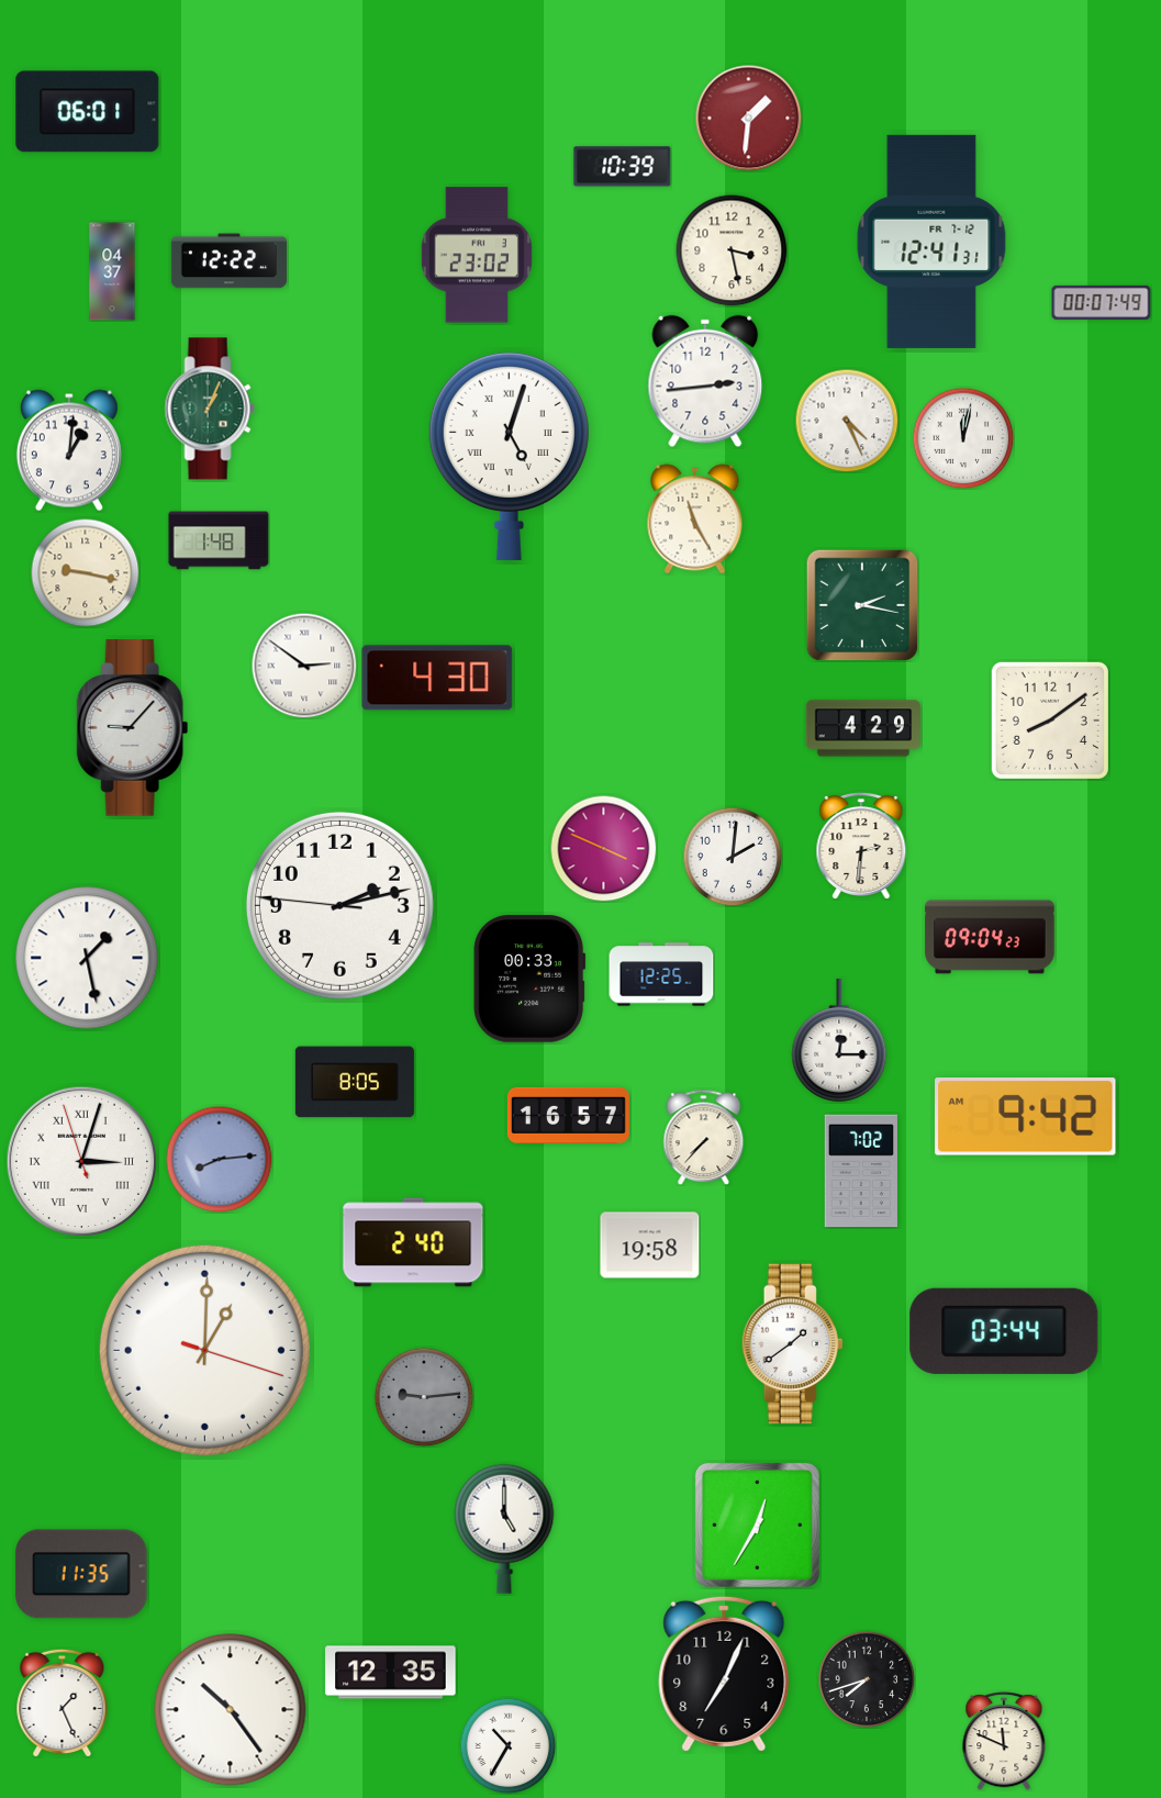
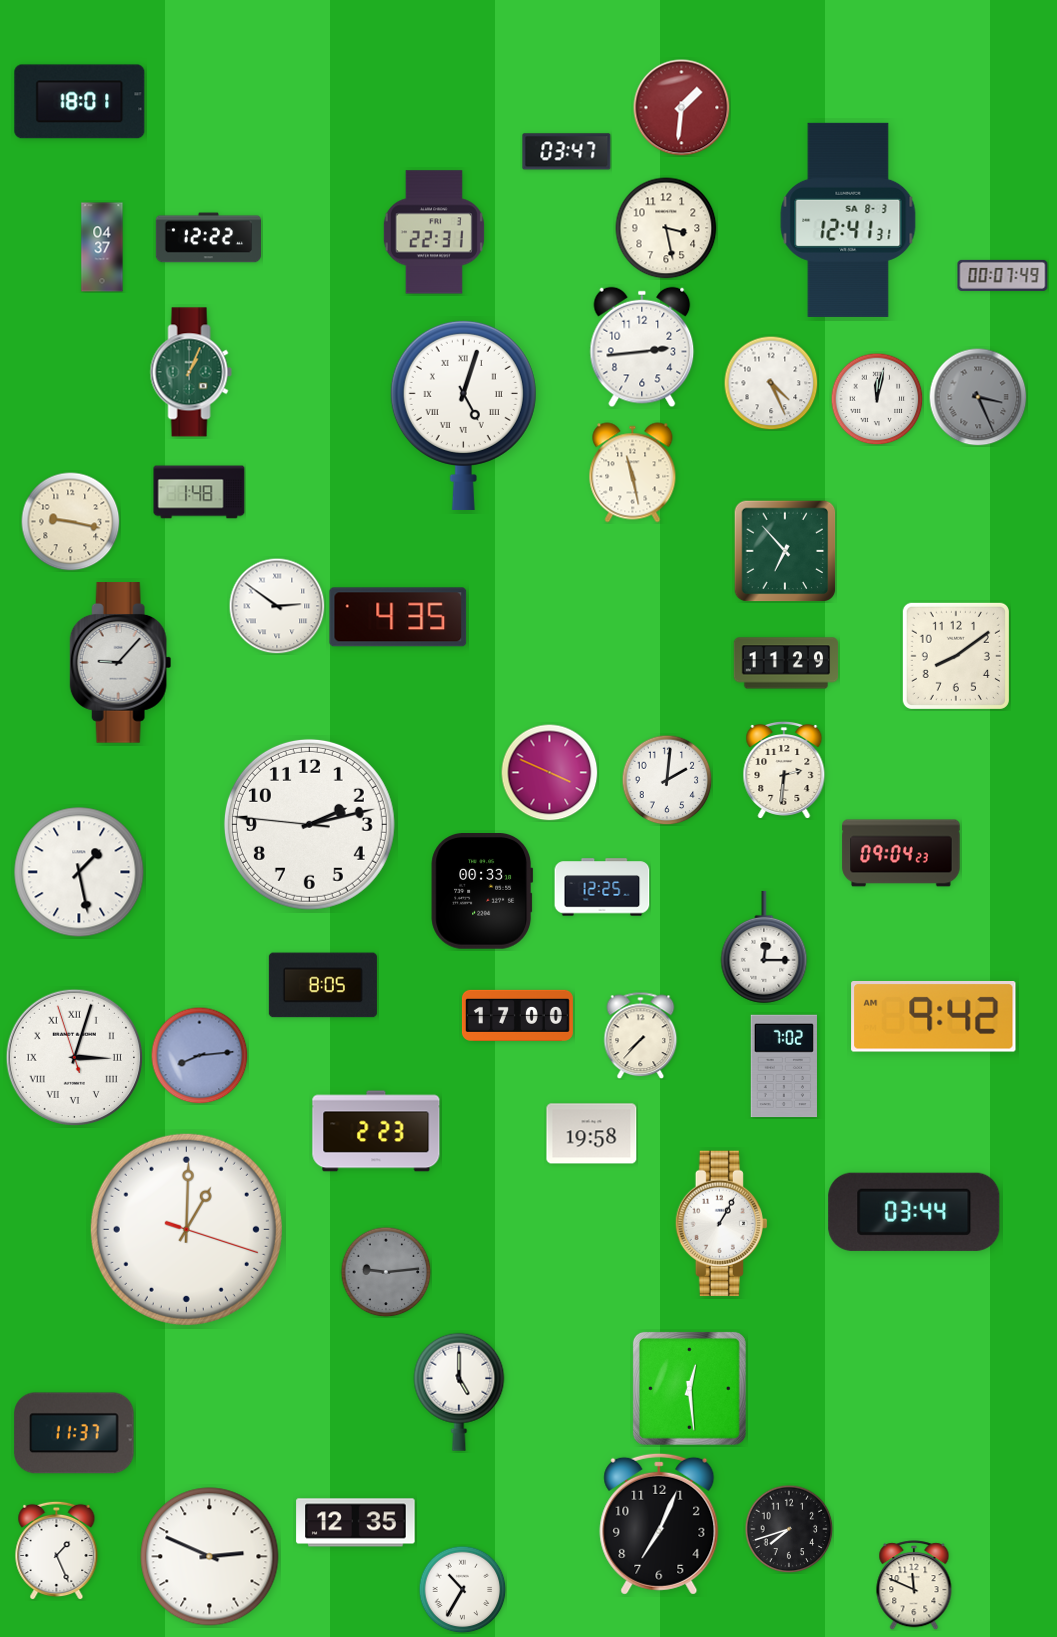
clock at (88, 112): 06:01 -> 18:01
clock at (623, 167): 10:39 -> 03:47
clock at (931, 242) date: FR 7-12 -> SA 8-3
clock at (477, 255): 23:02 -> 22:31
clock at (978, 397): none -> 3:26
clock at (69, 450): 1:01 -> none
clock at (695, 520): 11:25 -> 11:28
clock at (86, 573) position: (86, 573) -> (71, 522)
clock at (862, 605): 2:17 -> 6:53
clock at (437, 678): 4:30 -> 4:35
clock at (862, 728): 4:29 -> 11:29
clock at (568, 1115): 16:57 -> 17:00
clock at (413, 1242): 2:40 -> 2:23
clock at (792, 1344): 1:39 -> 1:05
clock at (757, 1525): 12:35 -> 12:29
clock at (81, 1574): 11:35 -> 11:37
clock at (231, 1710): 10:24 -> 2:49
